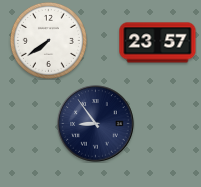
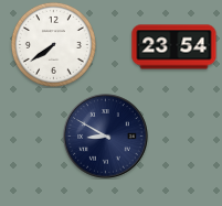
clock at (158, 43): 23:57 -> 23:54
clock at (96, 124): 8:54 -> 8:50
